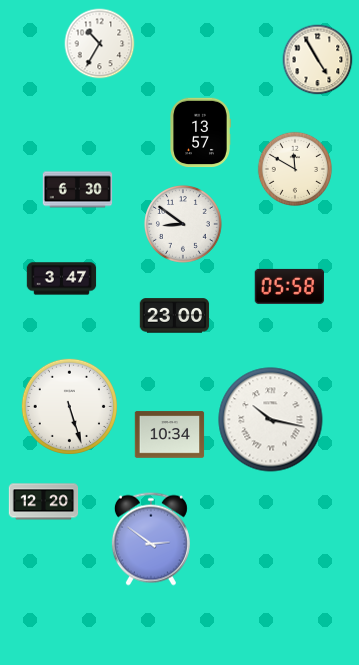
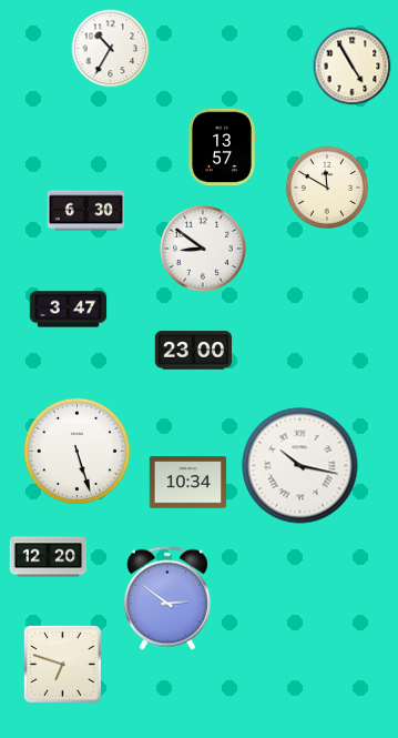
clock at (289, 286): 05:58 -> none
clock at (63, 665): none -> 6:48
